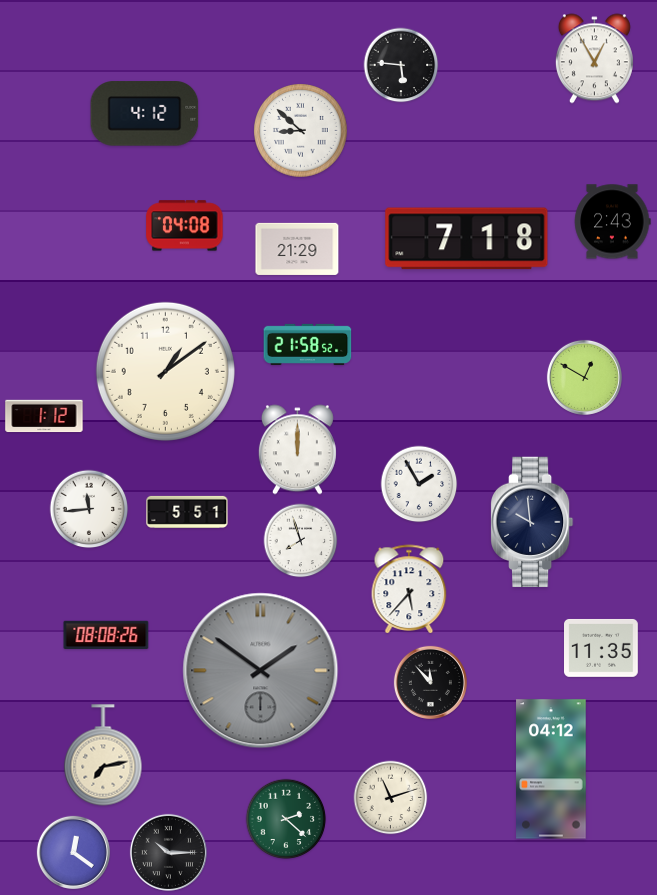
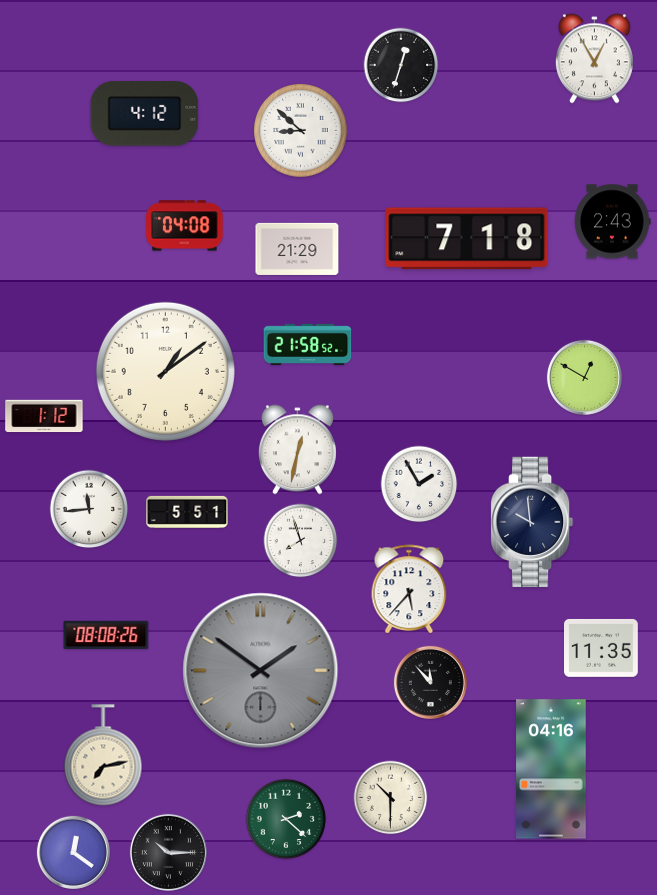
clock at (401, 65): 5:46 -> 12:33
clock at (297, 450): 12:00 -> 12:32
clock at (551, 769): 04:12 -> 04:16
clock at (391, 798): 11:12 -> 10:30
